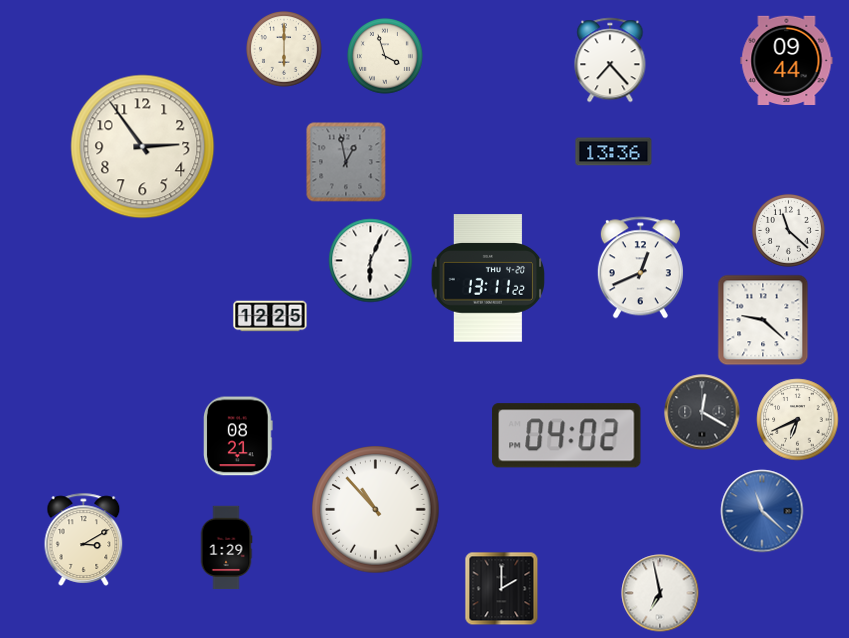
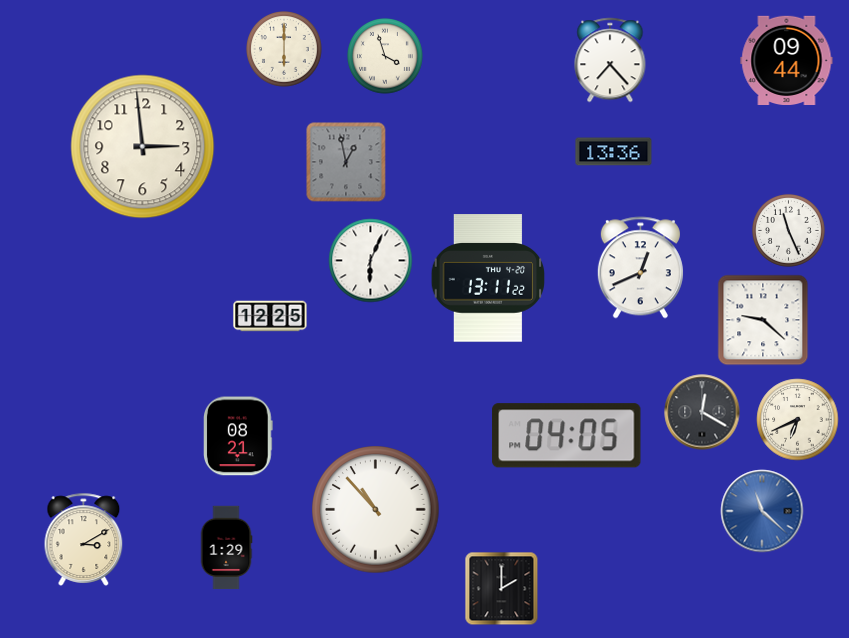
clock at (143, 147): 2:54 -> 2:59
clock at (788, 230): 11:22 -> 11:26
clock at (567, 436): 04:02 -> 04:05
clock at (660, 593): 6:58 -> none
